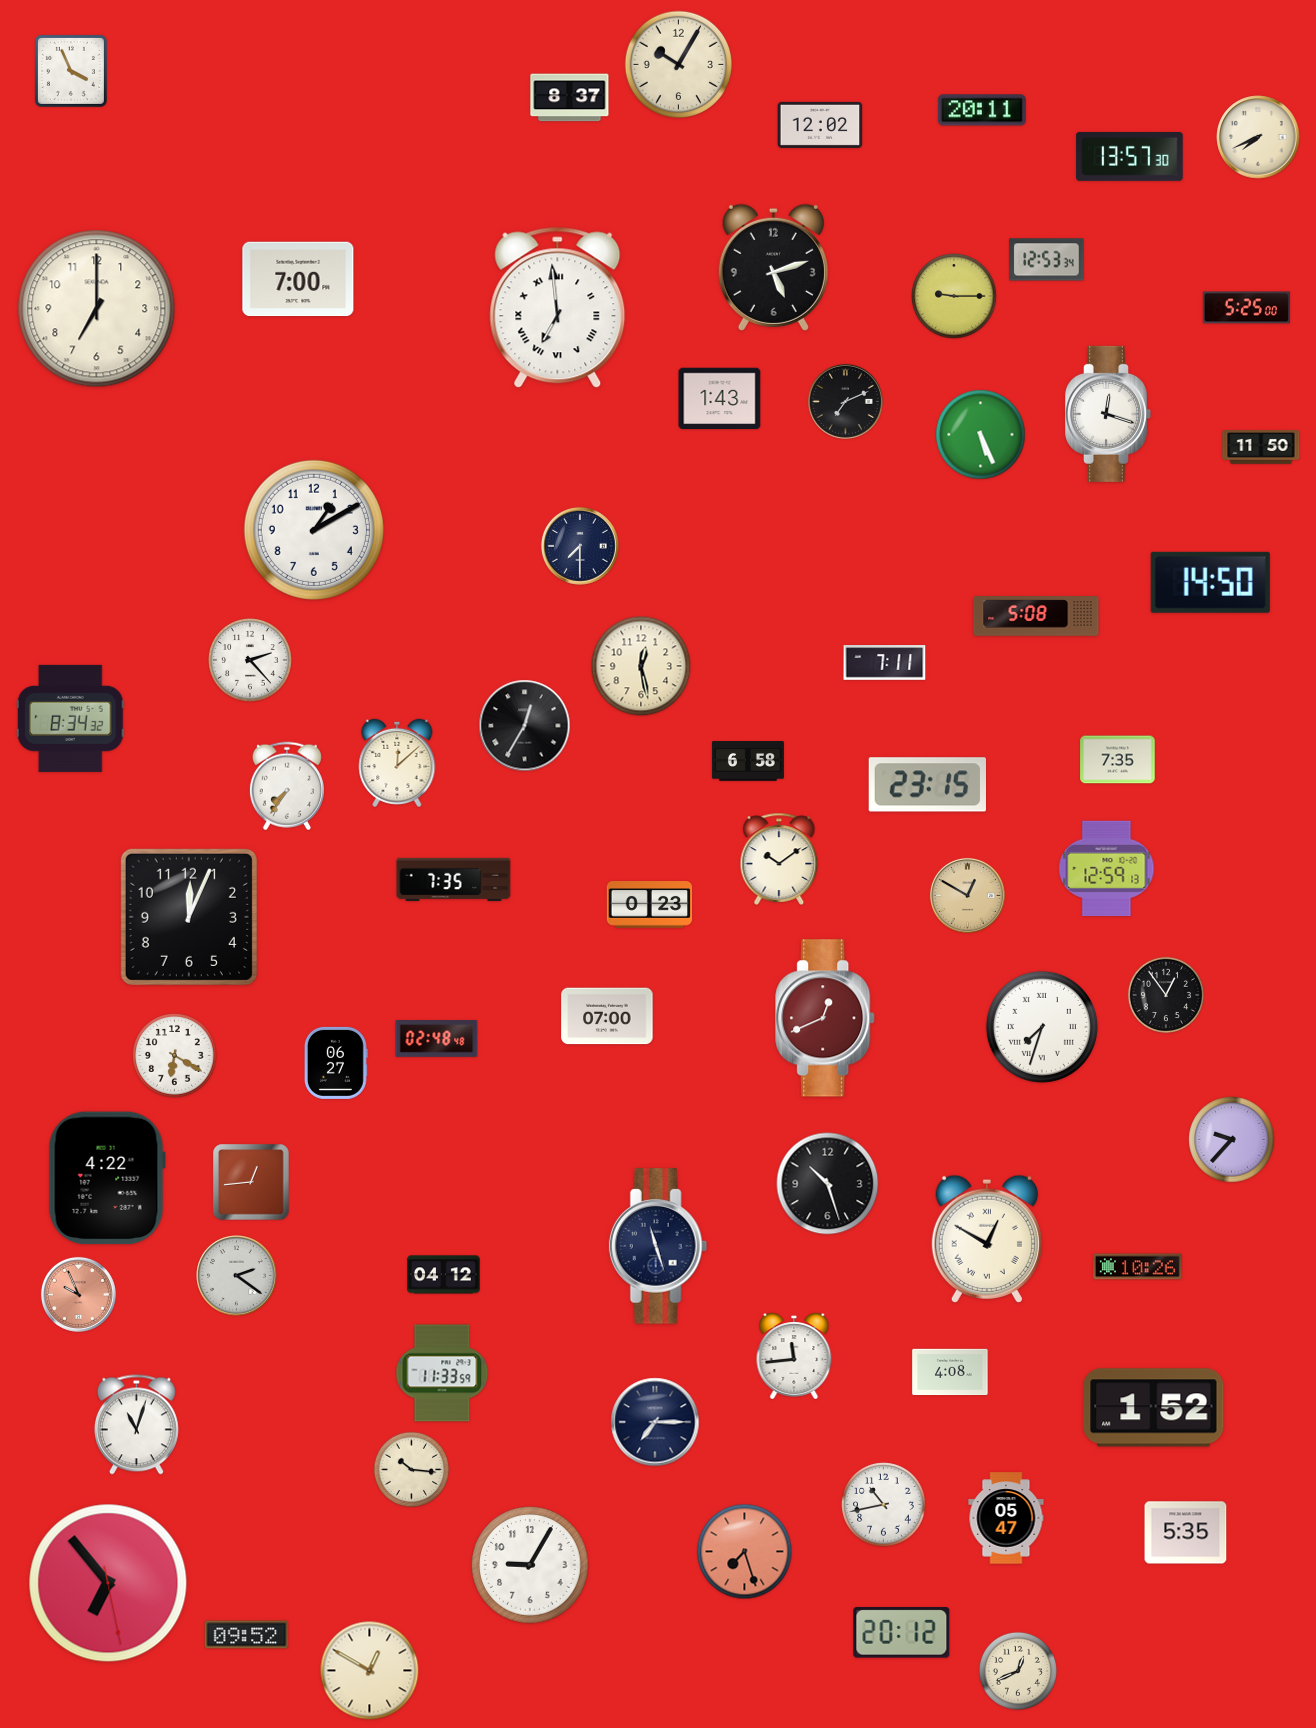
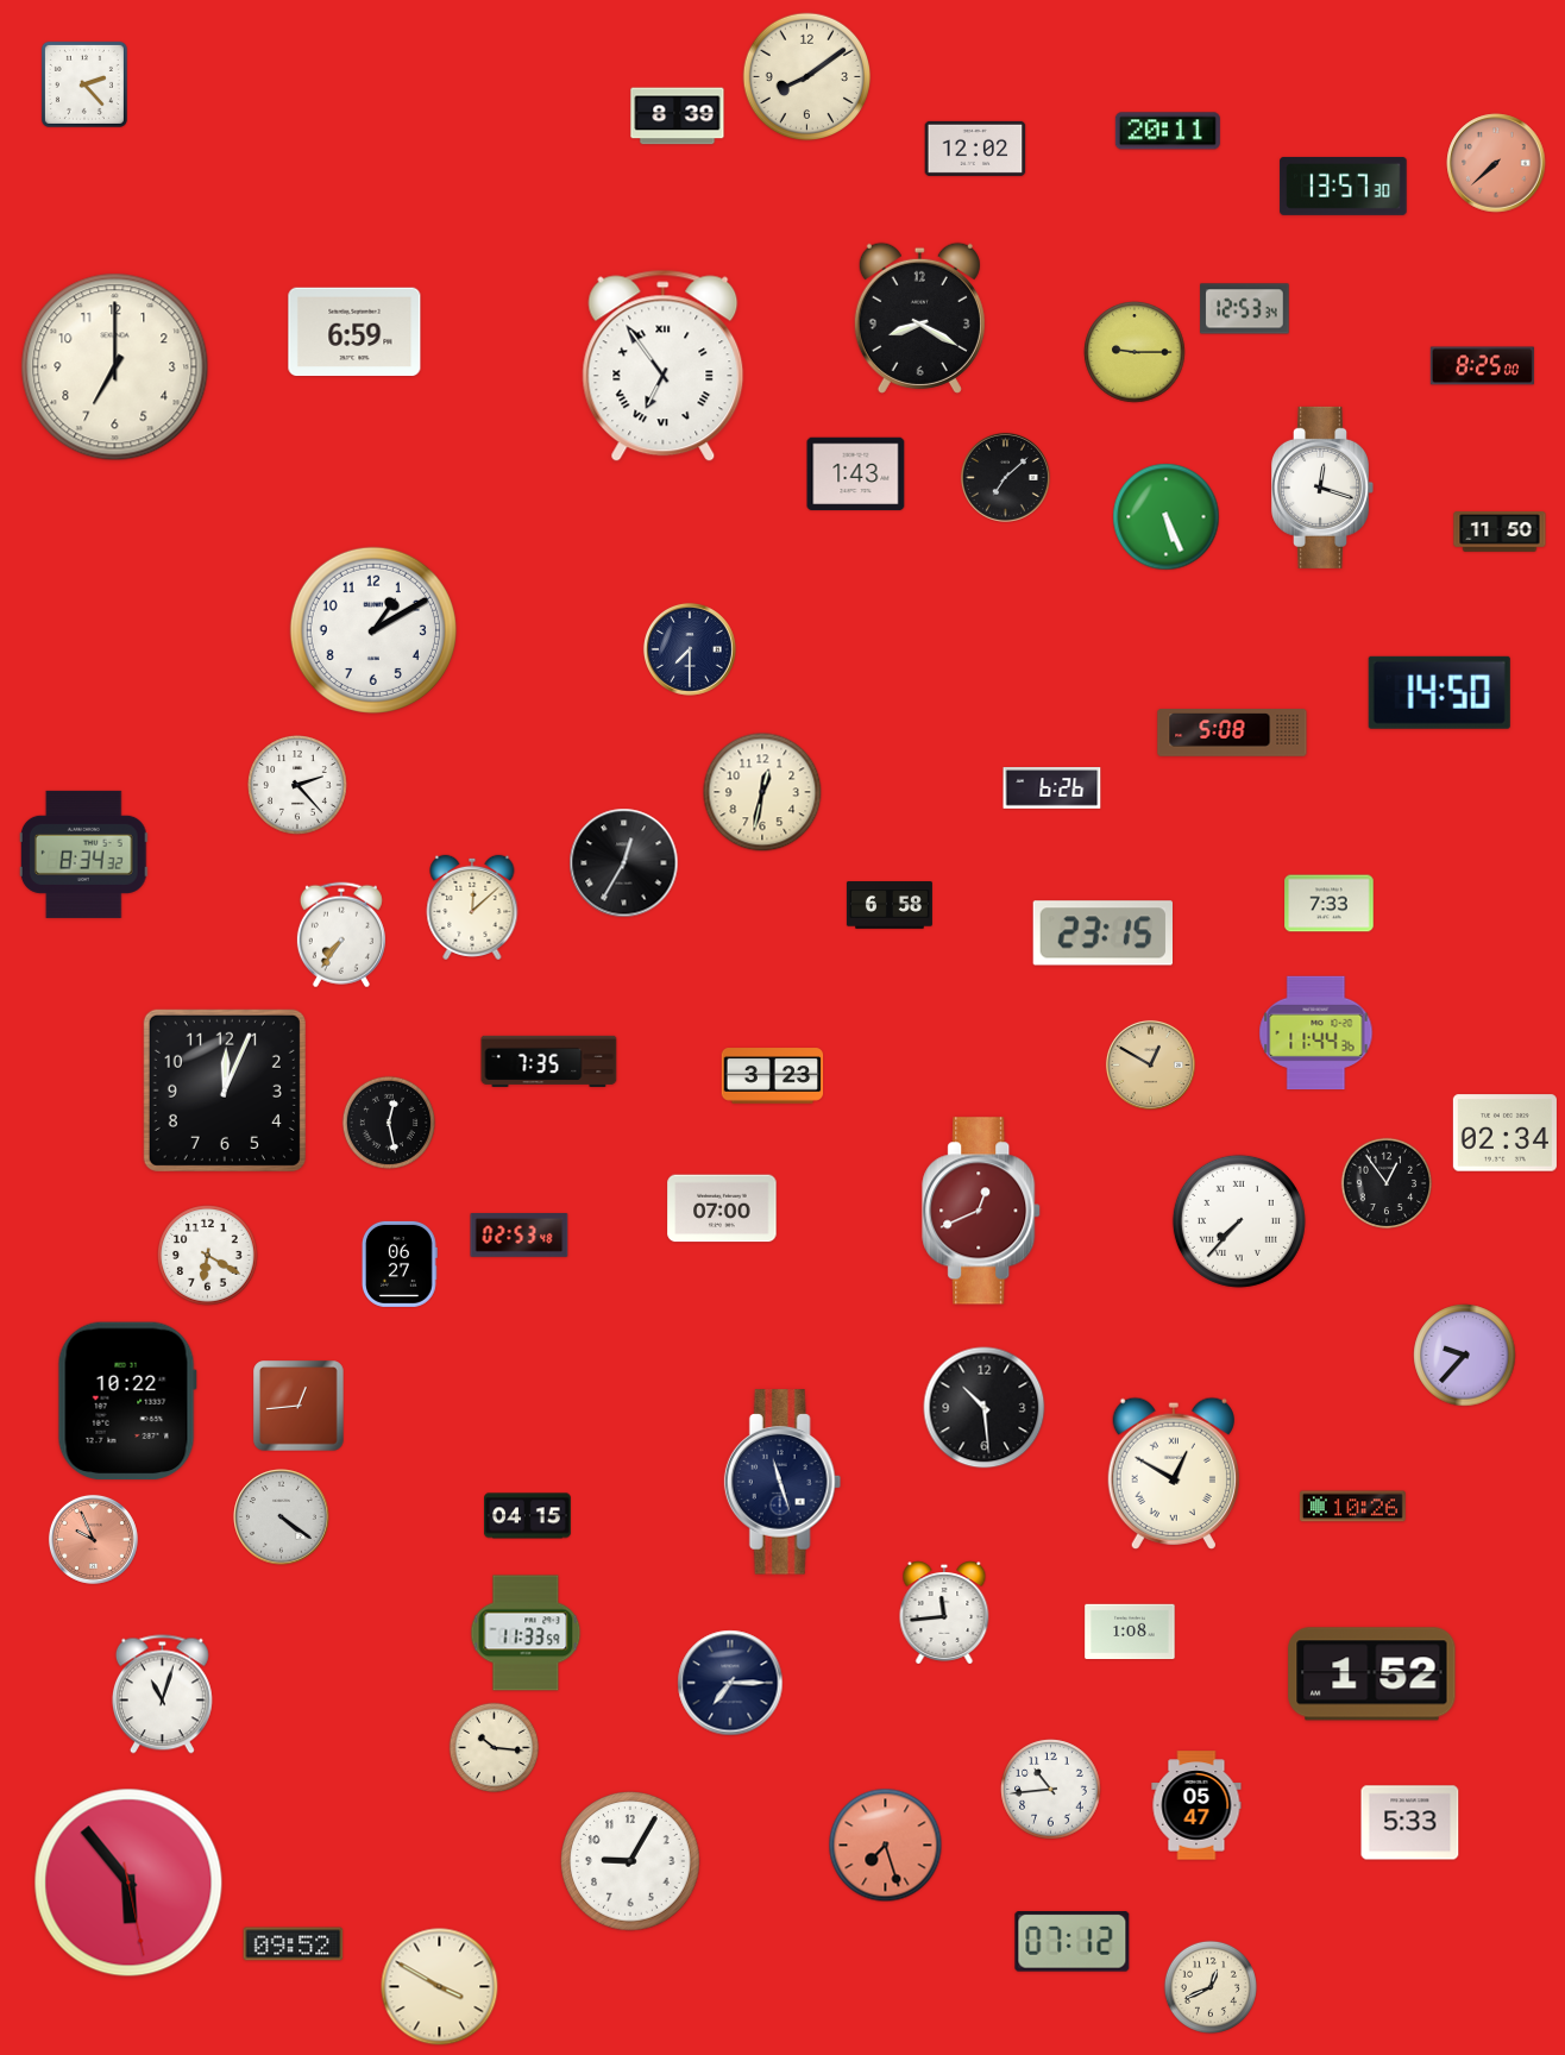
clock at (679, 65): 10:05 -> 8:09
clock at (71, 71): 3:56 -> 2:23
clock at (570, 98): 8:37 -> 8:39
clock at (1258, 137): 7:41 -> 7:38
clock at (1258, 137) dial: cream -> salmon
clock at (773, 267): 5:12 -> 8:20
clock at (298, 279): 7:00 -> 6:59
clock at (558, 308): 6:59 -> 6:54
clock at (1246, 308): 5:25 -> 8:25
clock at (845, 401): 7:11 -> 7:08
clock at (1108, 414) position: (1108, 414) -> (1322, 488)
clock at (885, 663): 7:11 -> 6:26
clock at (641, 666): 12:28 -> 12:32
clock at (1118, 760): 7:35 -> 7:33
clock at (779, 859): 10:09 -> none
clock at (1107, 869): 12:59 -> 11:44
clock at (454, 879) position: (454, 879) -> (549, 1061)
clock at (650, 905): 0:23 -> 3:23
clock at (389, 1123): none -> 12:28
clock at (1504, 1133): none -> 02:34
clock at (1042, 1027): 7:33 -> 7:37
clock at (437, 1039): 02:48 -> 02:53
clock at (107, 1178): 4:22 -> 10:22
clock at (828, 1184): 10:27 -> 10:29
clock at (444, 1275): 04:12 -> 04:15
clock at (237, 1276): 2:21 -> 4:21
clock at (950, 1372): 4:08 -> 1:08
clock at (655, 1422) position: (655, 1422) -> (730, 1683)
clock at (412, 1470) position: (412, 1470) -> (495, 1748)
clock at (884, 1505): 10:43 -> 10:44
clock at (1186, 1533): 5:35 -> 5:33
clock at (108, 1583): 6:53 -> 5:53
clock at (902, 1633): 20:12 -> 07:12
clock at (370, 1671): 12:50 -> 3:50
